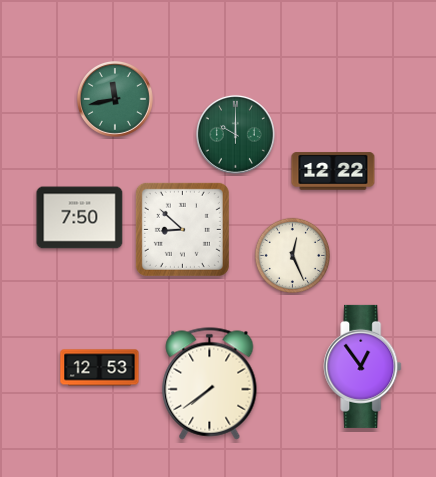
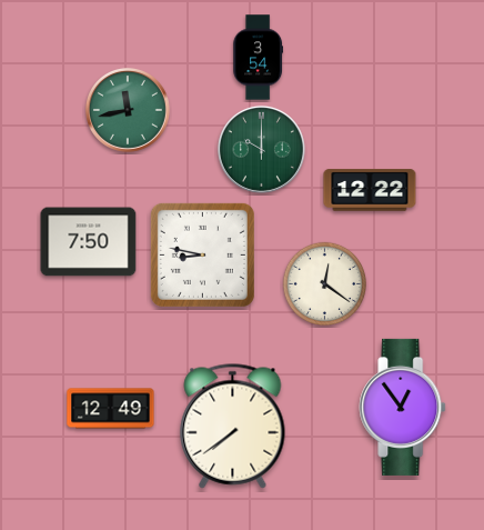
clock at (258, 58): none -> 3:54
clock at (182, 229): 8:52 -> 8:47
clock at (293, 256): 12:26 -> 12:21
clock at (100, 368): 12:53 -> 12:49
